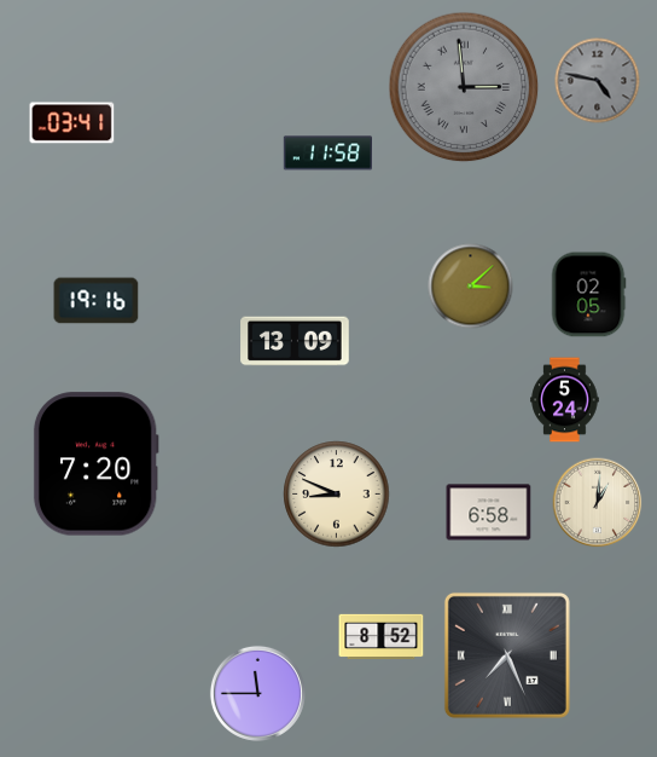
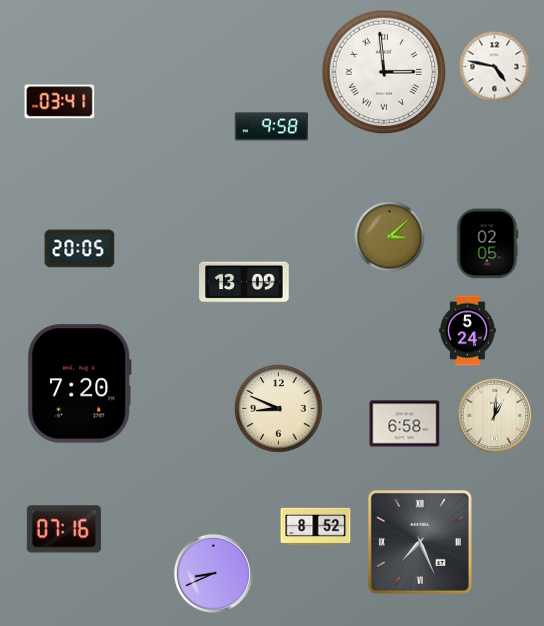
clock at (598, 81) dial: grey -> white
clock at (464, 87) dial: grey -> white
clock at (327, 154): 11:58 -> 9:58
clock at (97, 301): 19:16 -> 20:05
clock at (64, 529): none -> 07:16
clock at (257, 693): 11:45 -> 8:41
